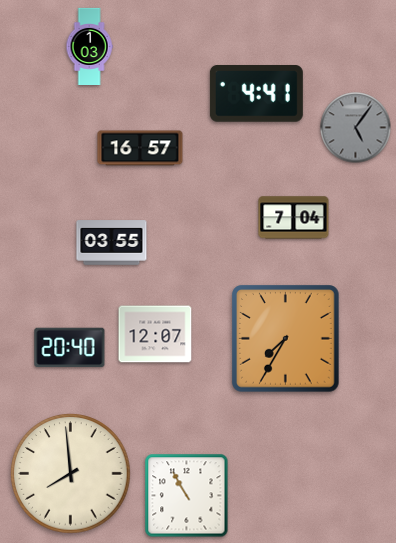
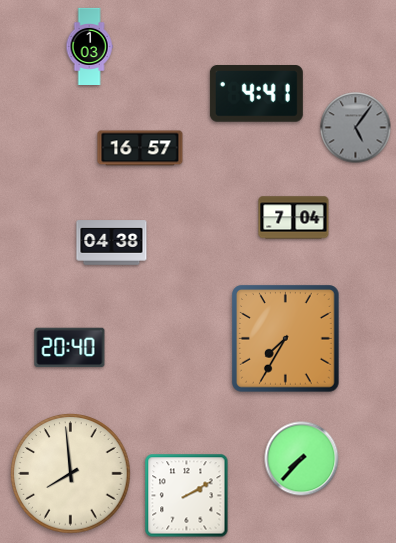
clock at (112, 243): 03:55 -> 04:38
clock at (155, 334): 12:07 -> none
clock at (302, 459): none -> 7:37
clock at (187, 496): 10:55 -> 2:10
